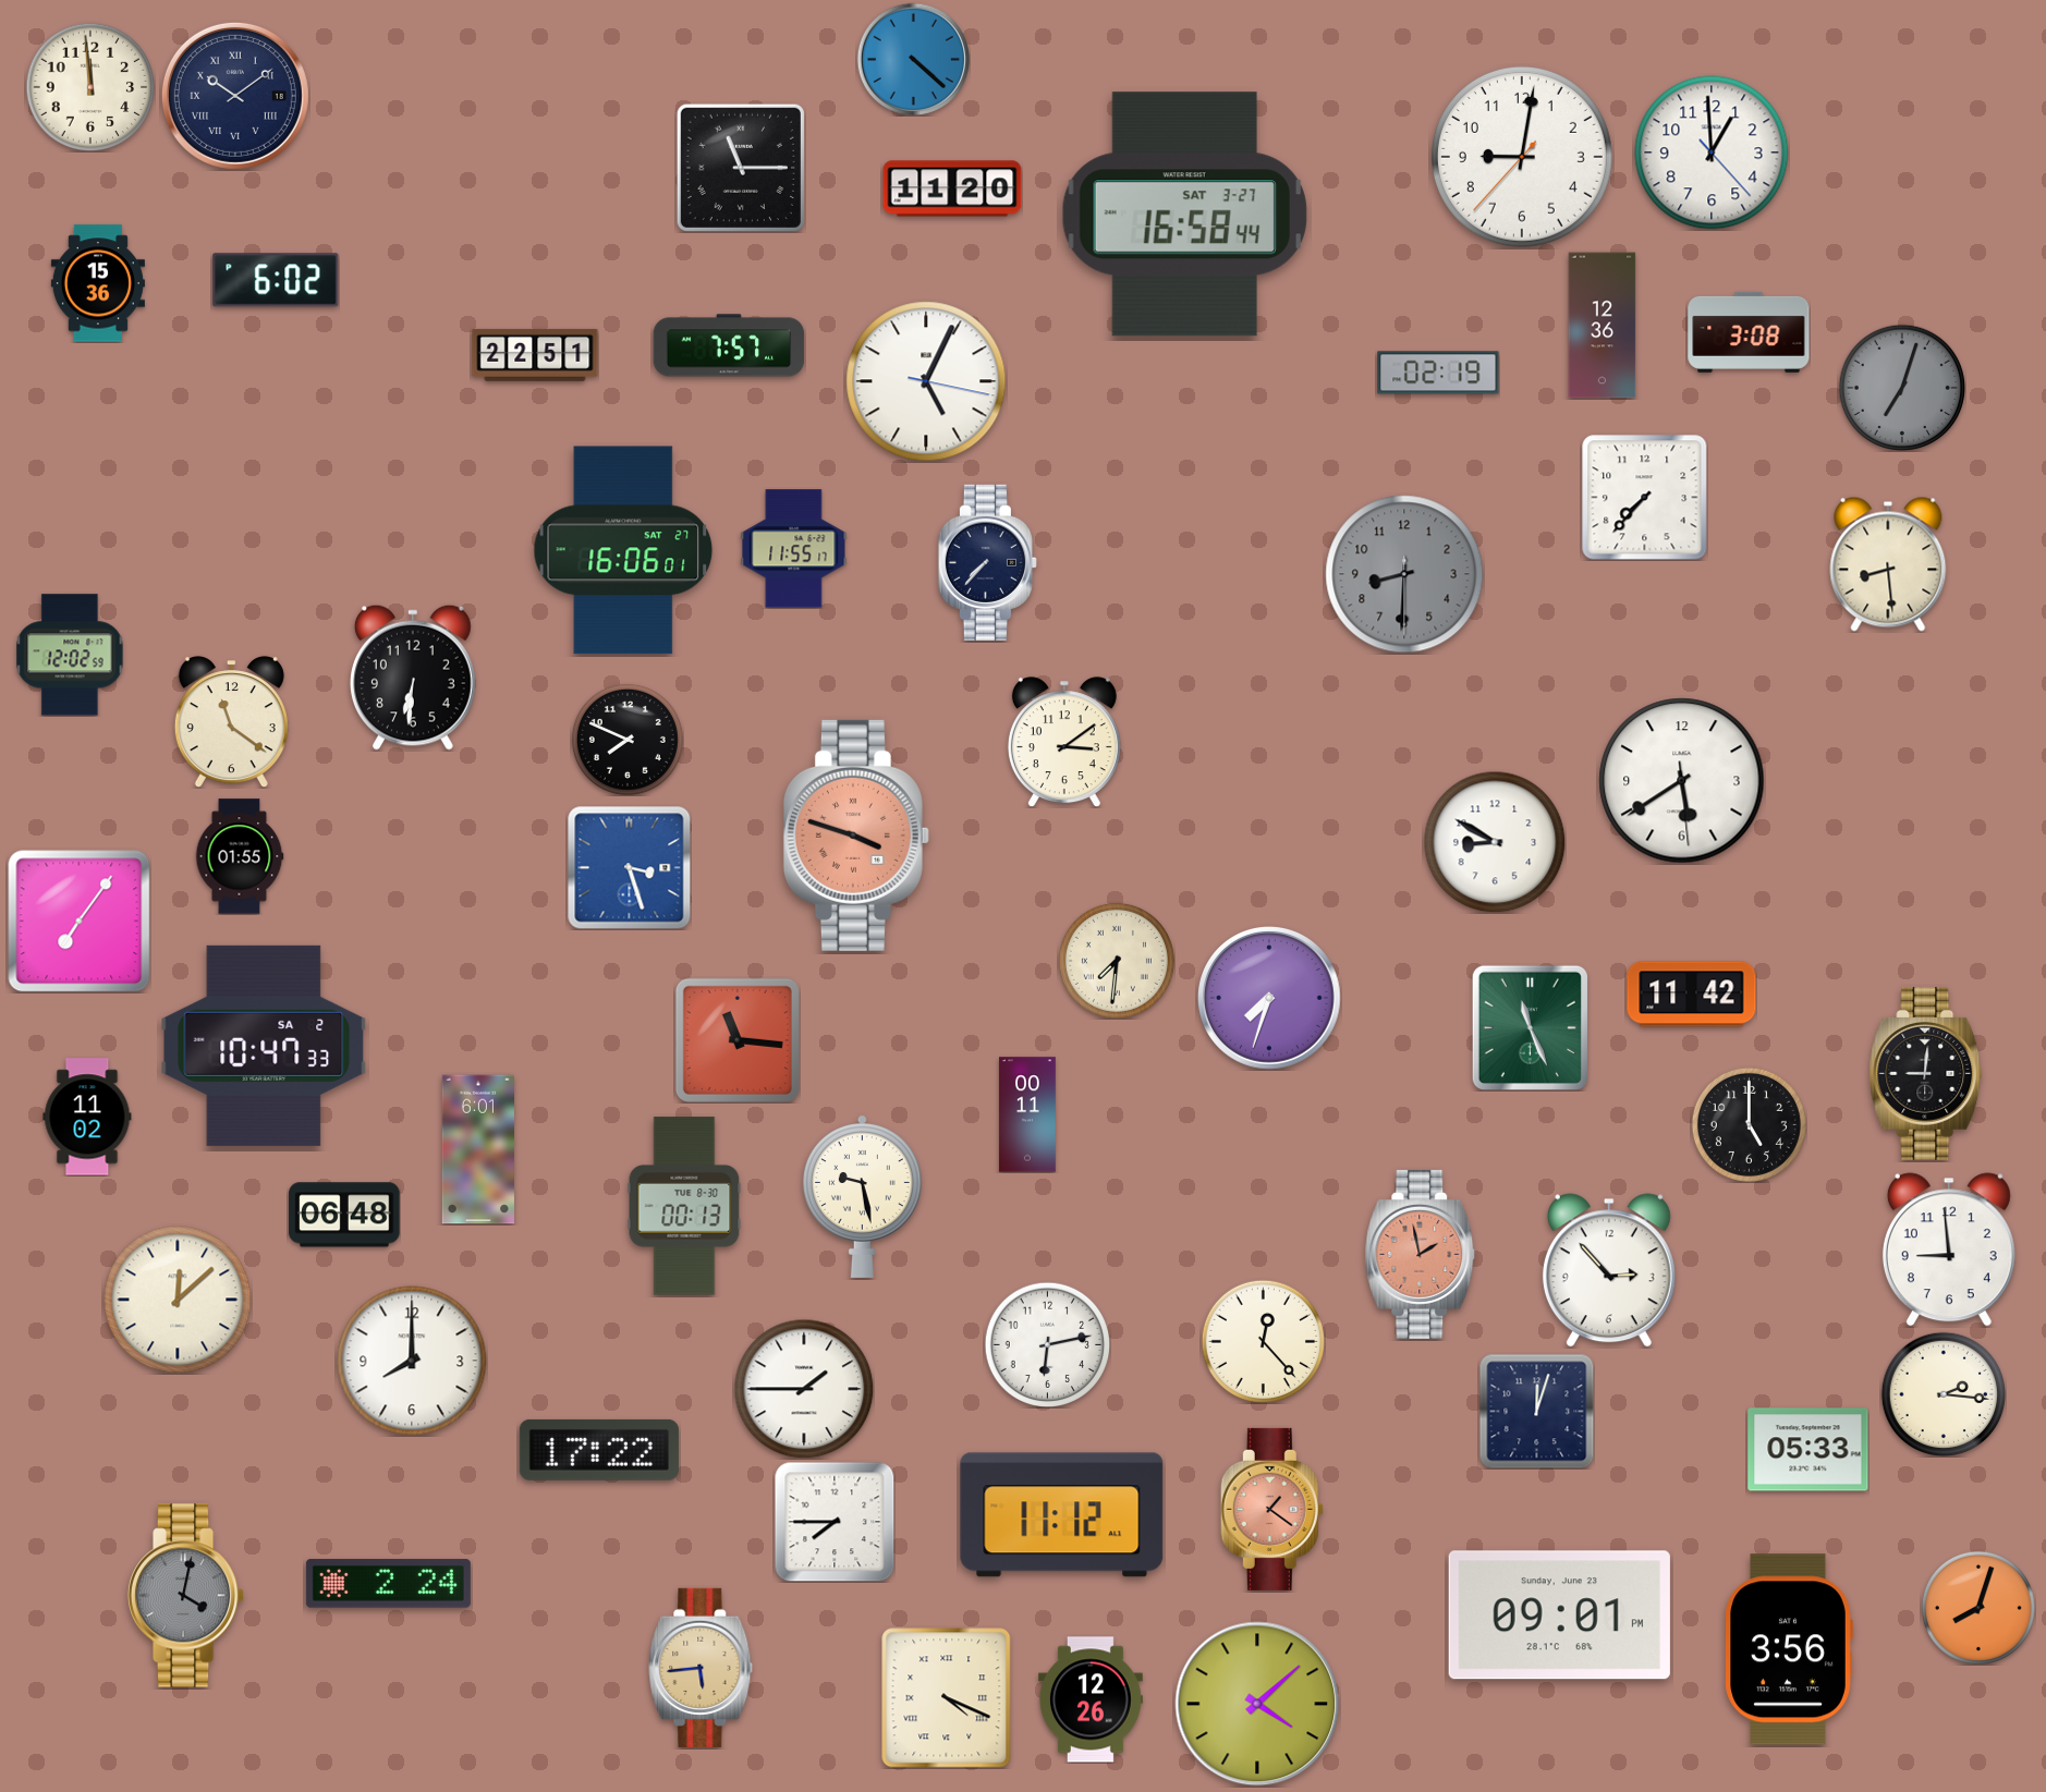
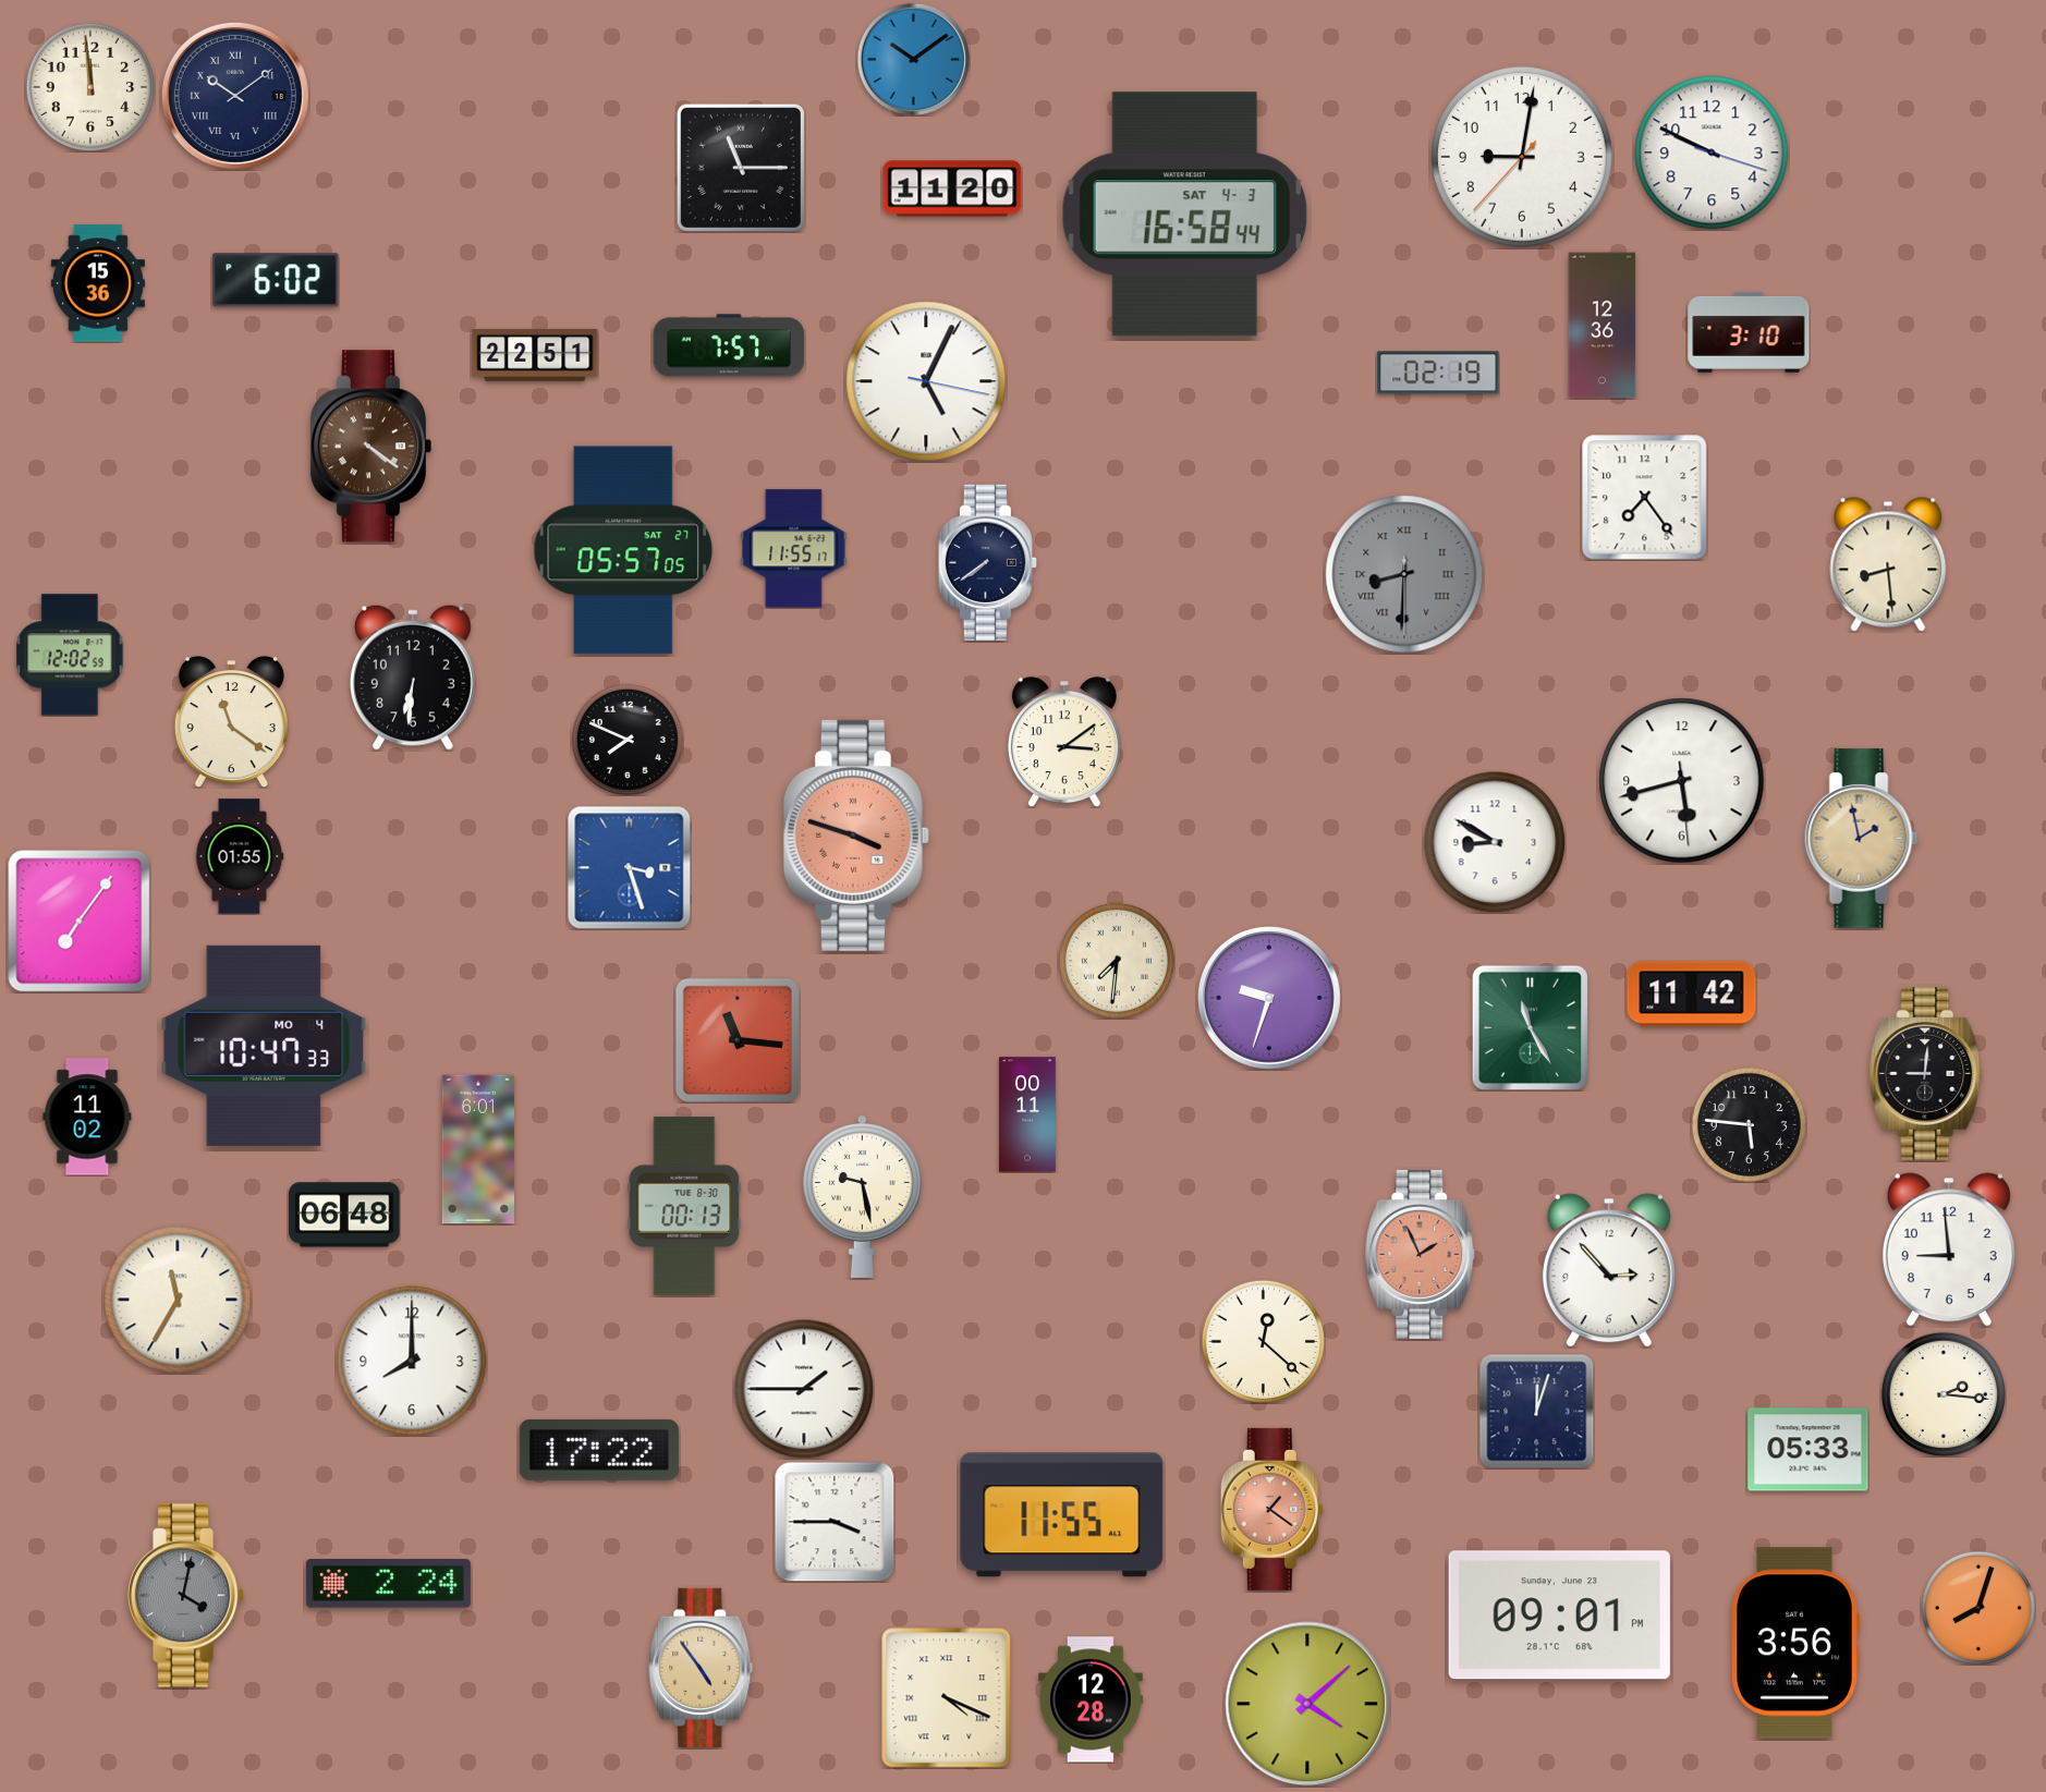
clock at (913, 59): 4:22 -> 10:09
clock at (1712, 153): 12:59 -> 9:49
clock at (1184, 215) date: SAT 3-27 -> SAT 4-3
clock at (1749, 332): 3:08 -> 3:10
clock at (1902, 388): 7:03 -> none
clock at (370, 447): none -> 4:21
clock at (1645, 498): 7:37 -> 7:24
clock at (623, 550): 16:06 -> 05:57
clock at (987, 562): 7:37 -> 7:39
clock at (1404, 574) numerals: Arabic -> Roman
clock at (1682, 781): 5:39 -> 5:42
clock at (1861, 839): none -> 1:58
clock at (1270, 999): 7:33 -> 9:33
clock at (1530, 1027): 11:26 -> 11:25
clock at (264, 1046) date: SA 2 -> MO 4
clock at (1749, 1124): 5:00 -> 5:46
clock at (1421, 1254): 1:58 -> 1:56
clock at (178, 1300): 12:08 -> 11:35
clock at (1263, 1341): 12:23 -> 12:22
clock at (1047, 1344): 6:13 -> none
clock at (1062, 1515): 11:12 -> 11:55
clock at (835, 1522): 7:45 -> 3:45
clock at (1789, 1649) position: (1789, 1649) -> (1795, 1643)
clock at (701, 1668): 5:44 -> 4:54
clock at (1092, 1699): 12:26 -> 12:28
clock at (1257, 1704) position: (1257, 1704) -> (1307, 1704)
